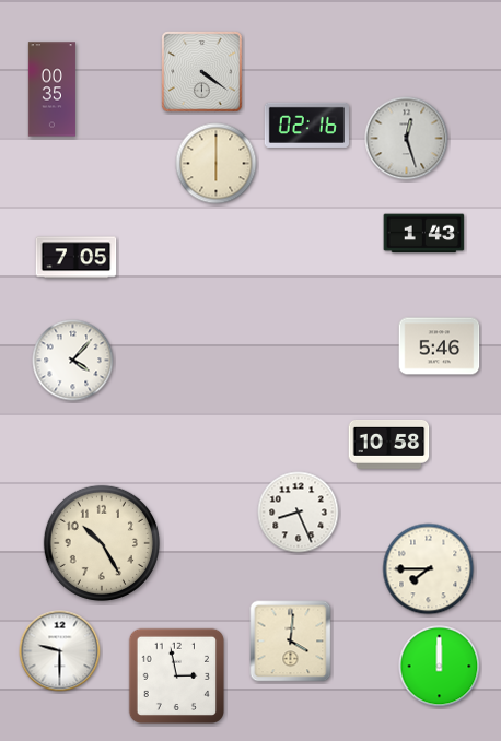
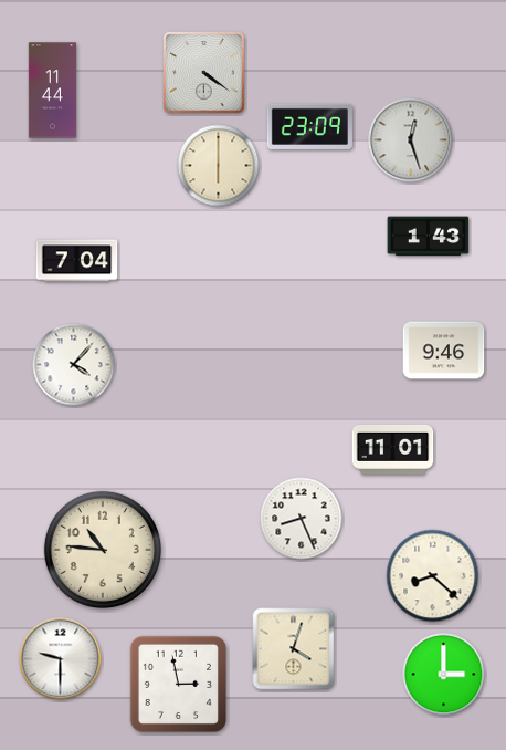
clock at (51, 90): 00:35 -> 11:44
clock at (306, 125): 02:16 -> 23:09
clock at (77, 258): 7:05 -> 7:04
clock at (440, 346): 5:46 -> 9:46
clock at (389, 444): 10:58 -> 11:01
clock at (102, 543): 10:25 -> 10:46
clock at (429, 569): 7:45 -> 8:22
clock at (291, 642): 4:01 -> 4:03
clock at (440, 667): 12:00 -> 3:00
